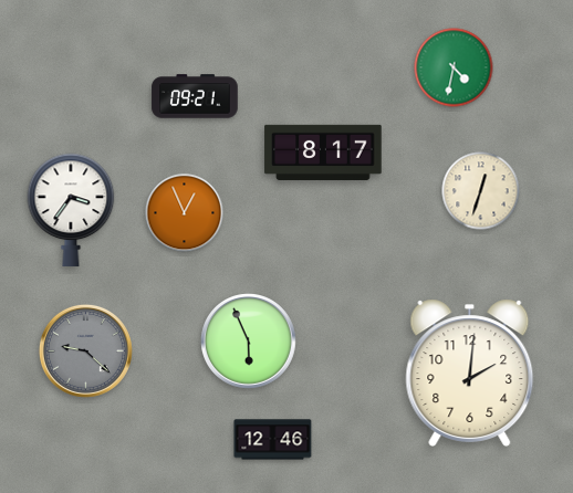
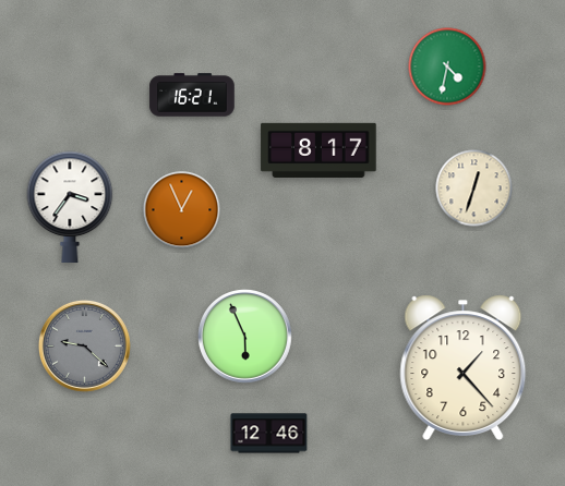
clock at (195, 96): 09:21 -> 16:21
clock at (470, 373): 2:01 -> 1:23
